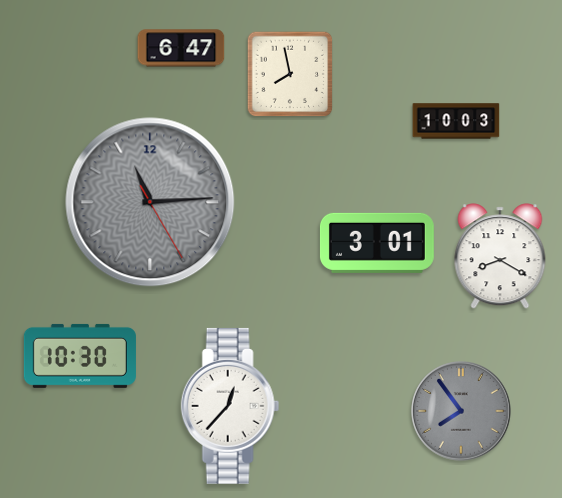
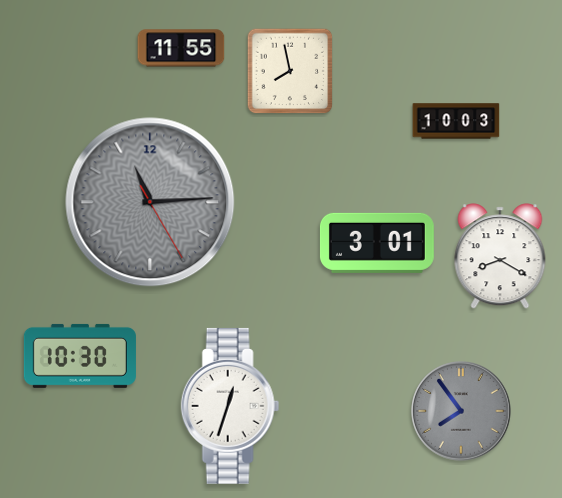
clock at (181, 48): 6:47 -> 11:55
clock at (290, 74) position: (290, 74) -> (290, 71)
clock at (230, 406): 12:37 -> 12:33
